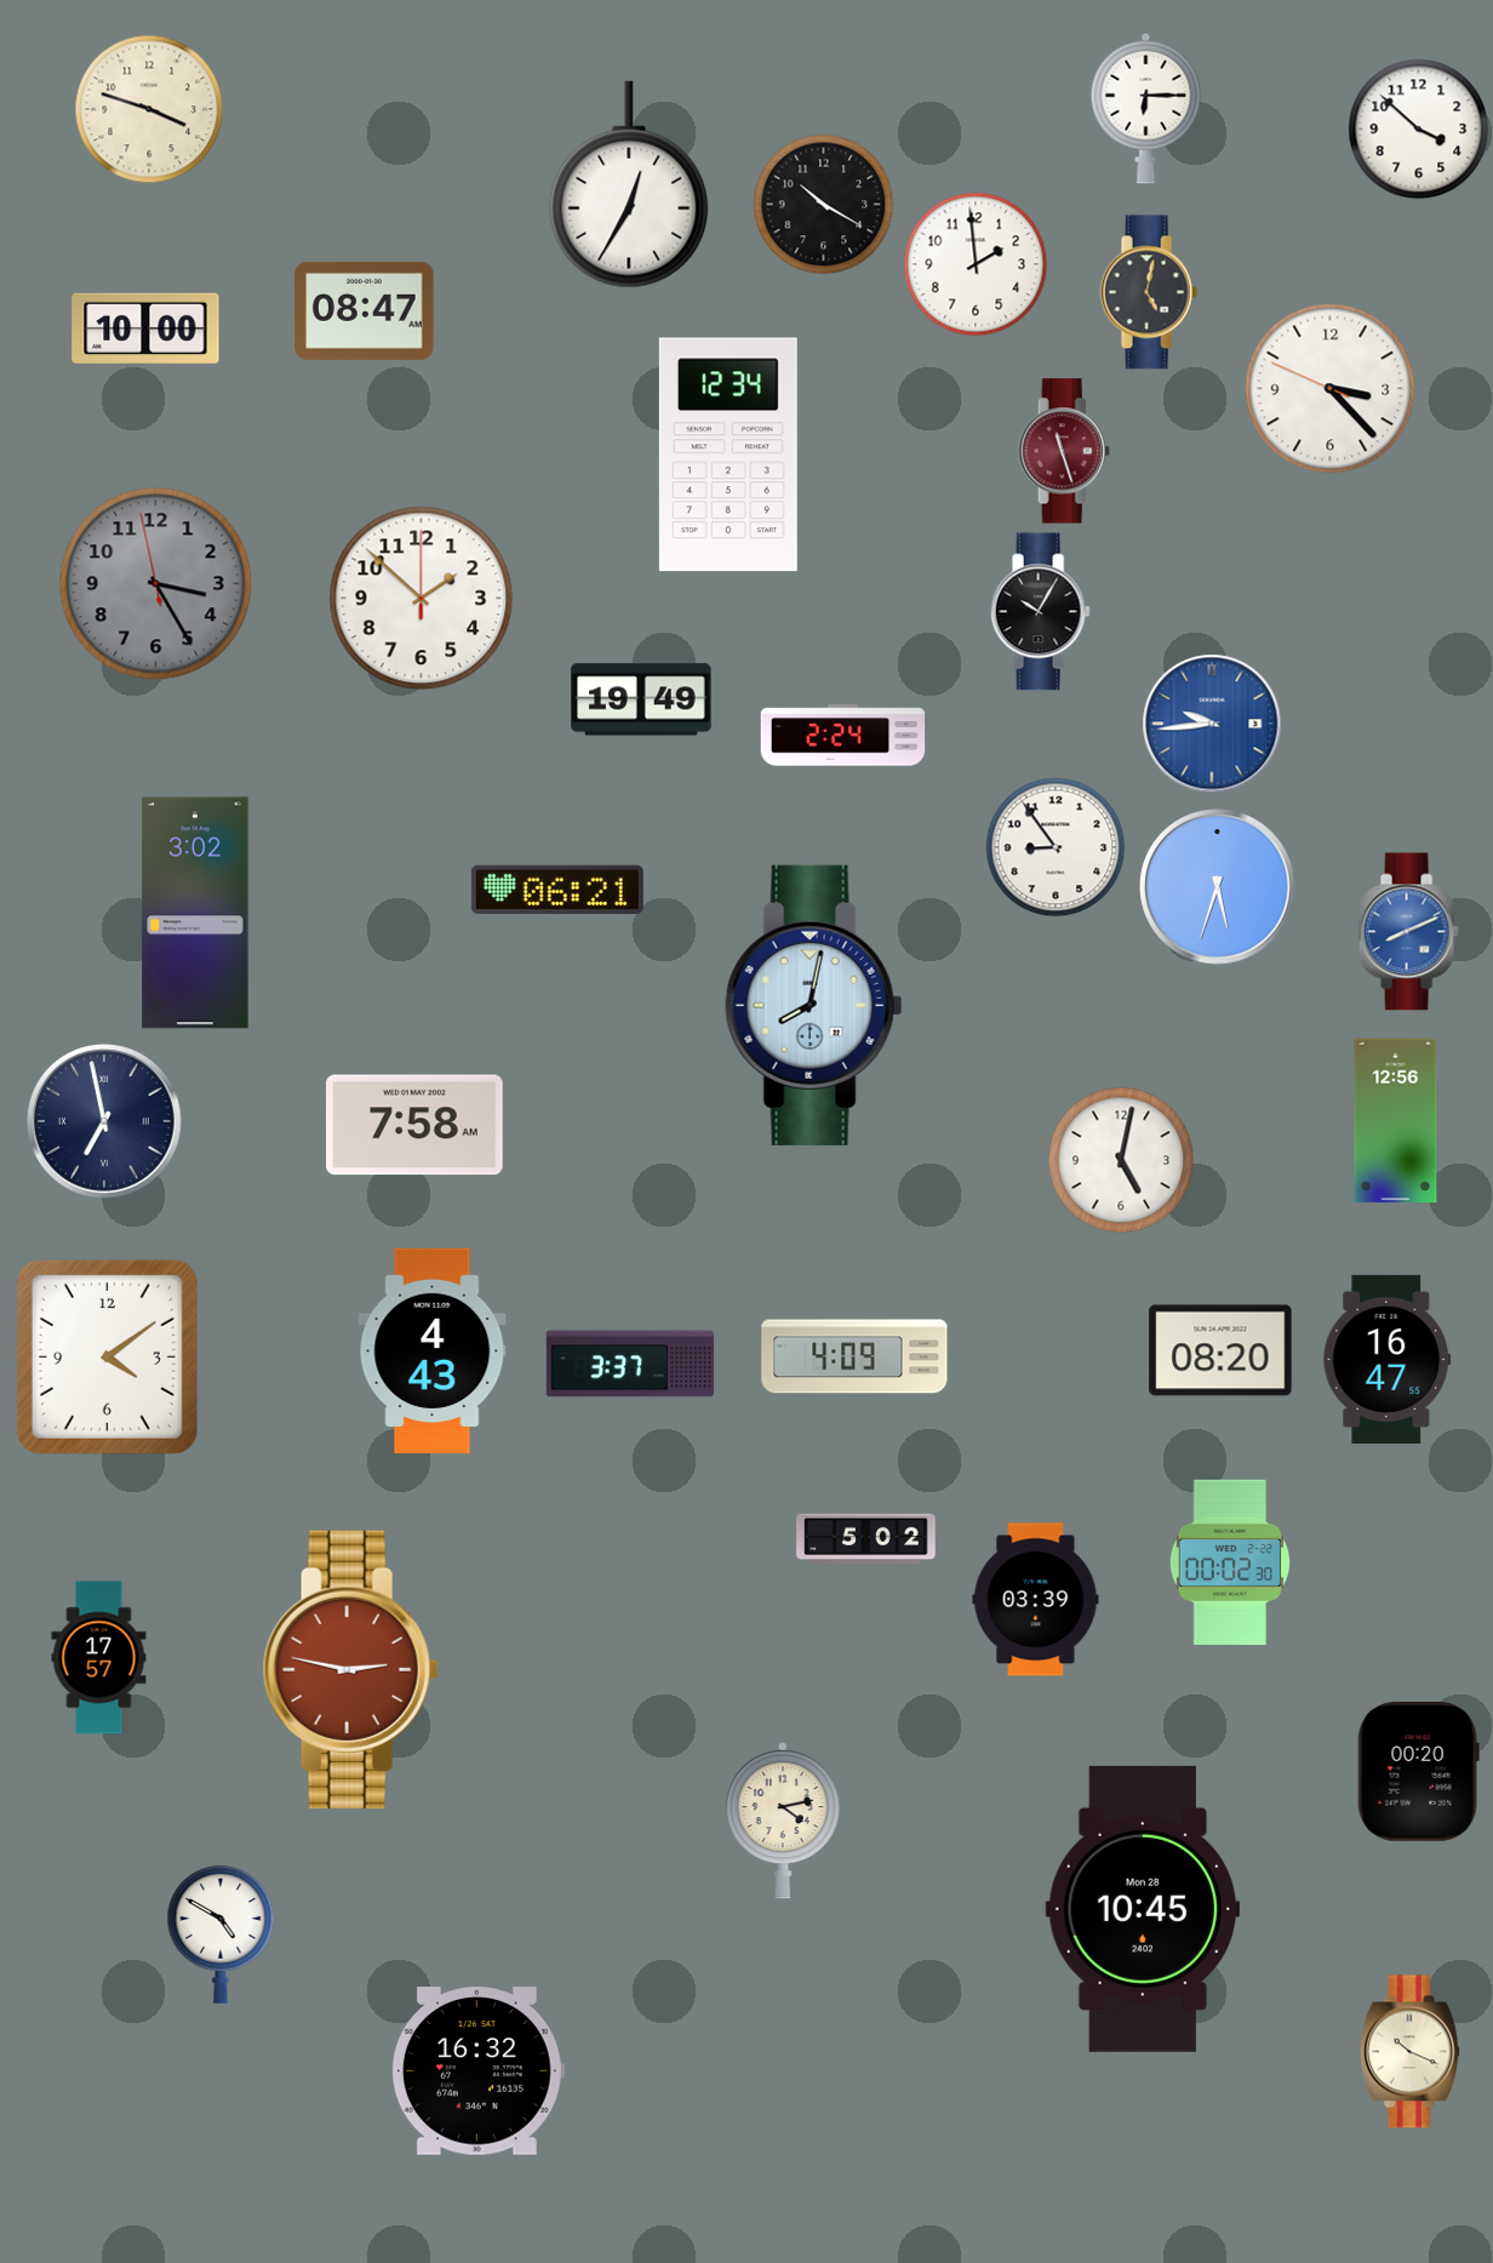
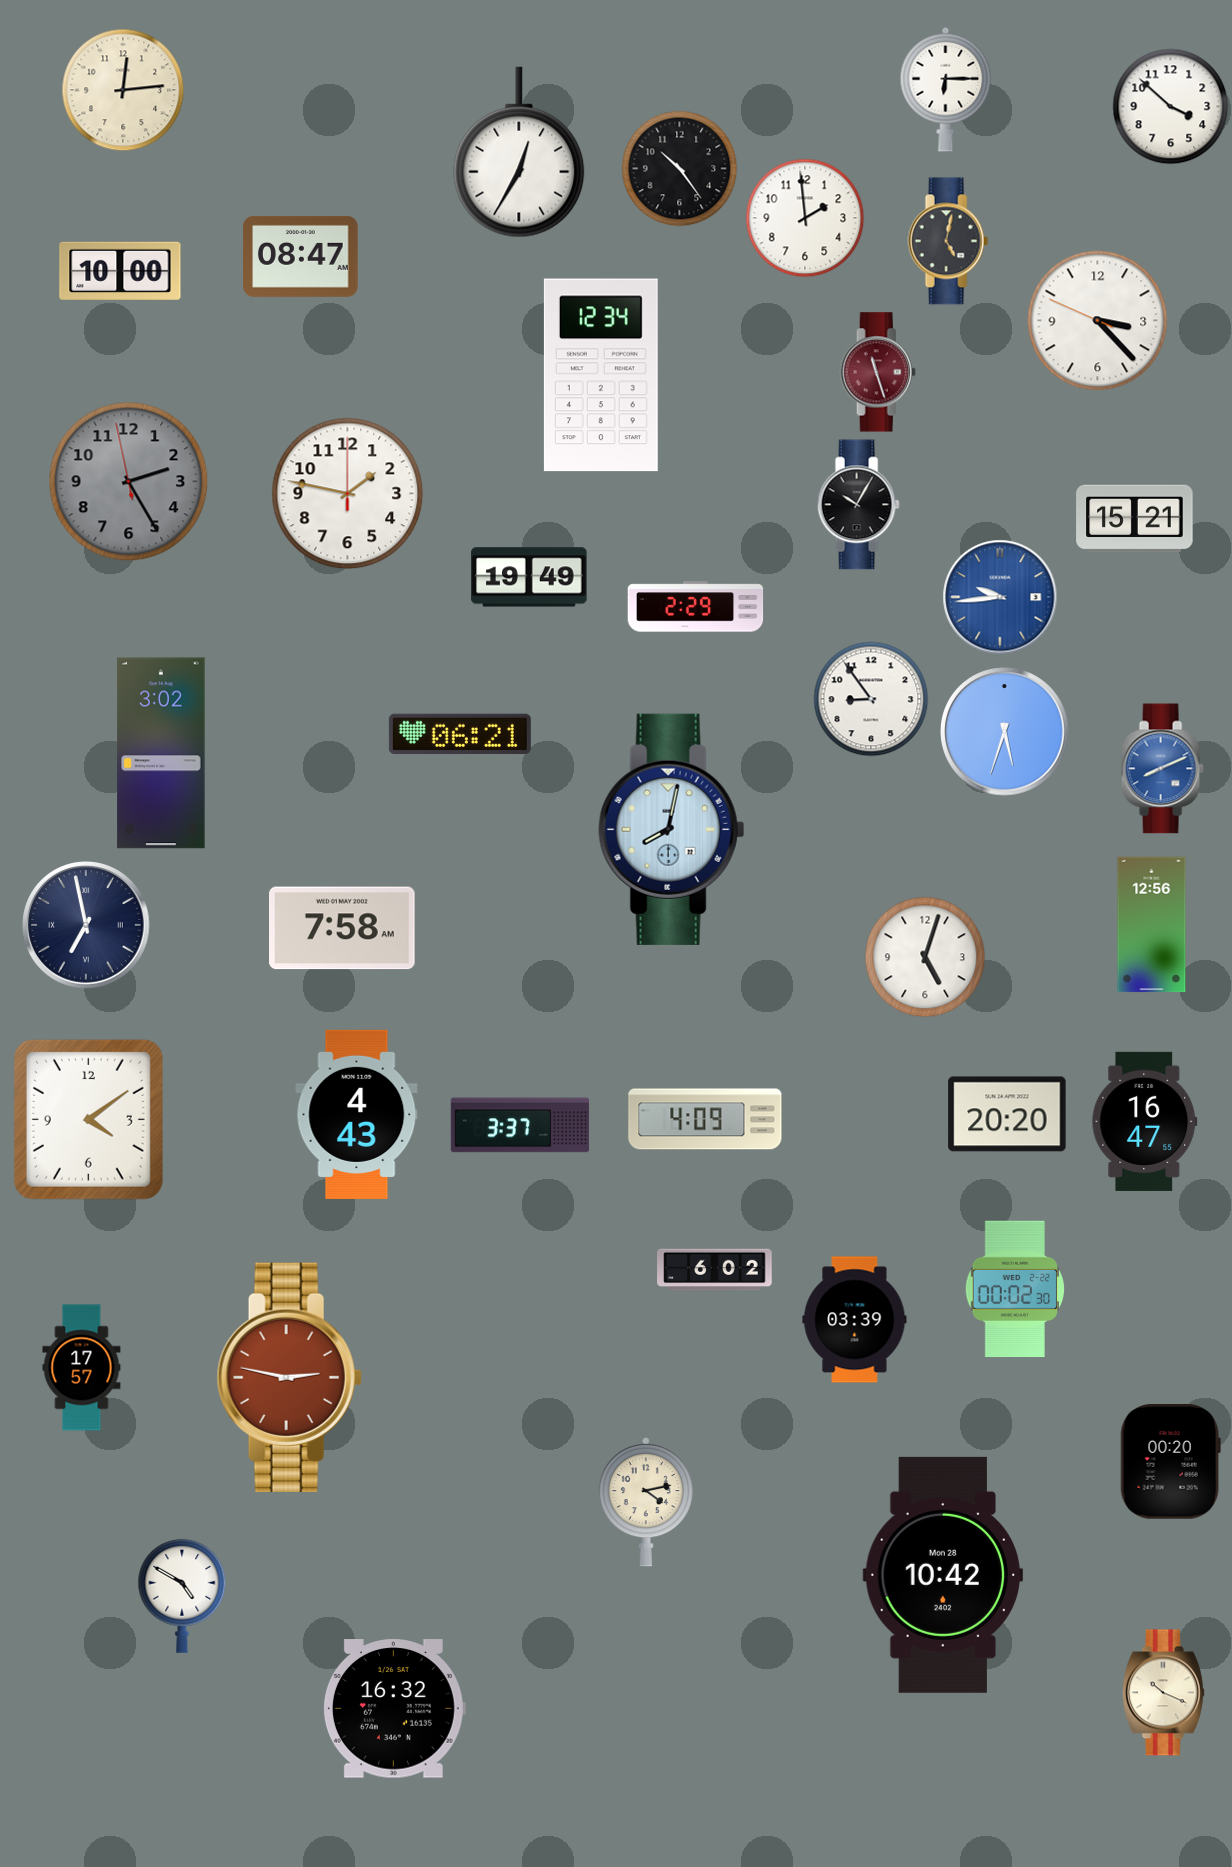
clock at (149, 109): 3:48 -> 12:14
clock at (824, 205): 10:20 -> 10:24
clock at (156, 584): 3:24 -> 2:24
clock at (422, 599): 1:52 -> 1:47
clock at (1135, 519): none -> 15:21
clock at (843, 736): 2:24 -> 2:29
clock at (1121, 1160): 5:02 -> 5:03
clock at (1220, 1350): 08:20 -> 20:20
clock at (866, 1539): 5:02 -> 6:02
clock at (1142, 1909): 10:45 -> 10:42
